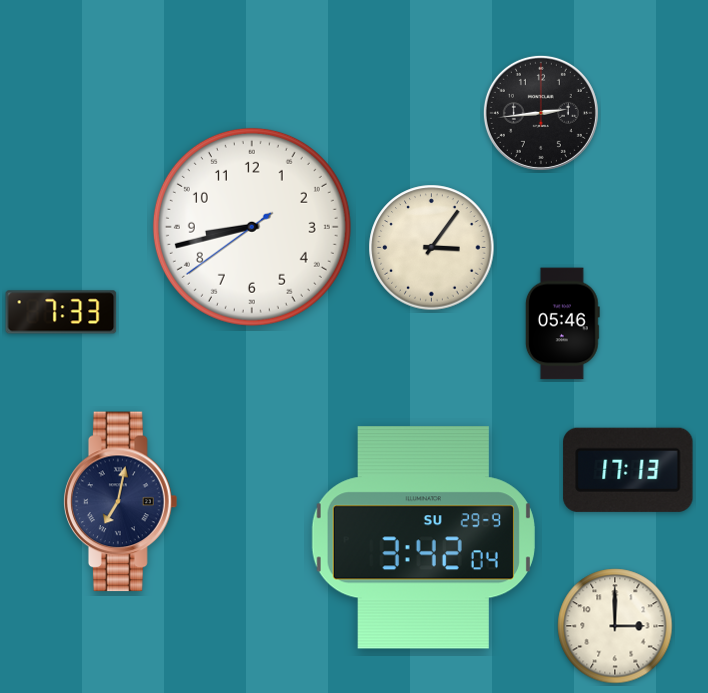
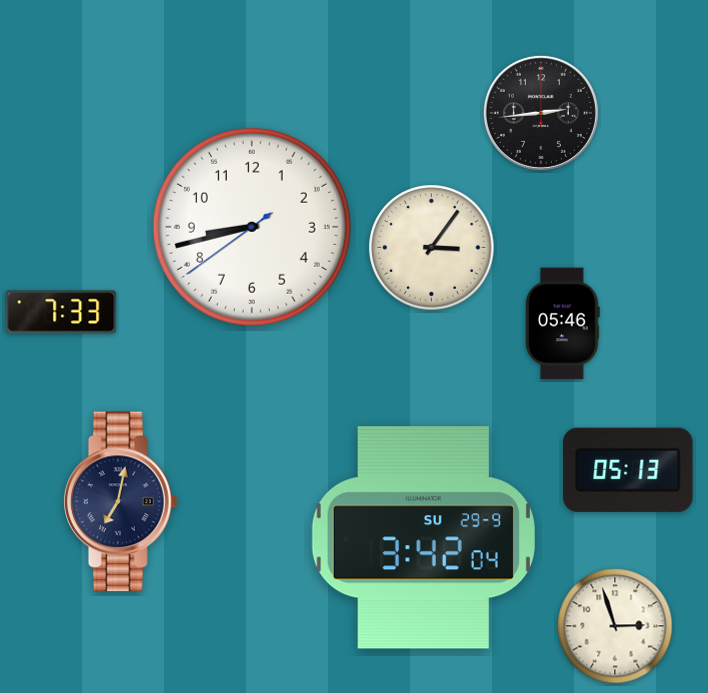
clock at (628, 470): 17:13 -> 05:13
clock at (615, 626): 3:00 -> 2:57
